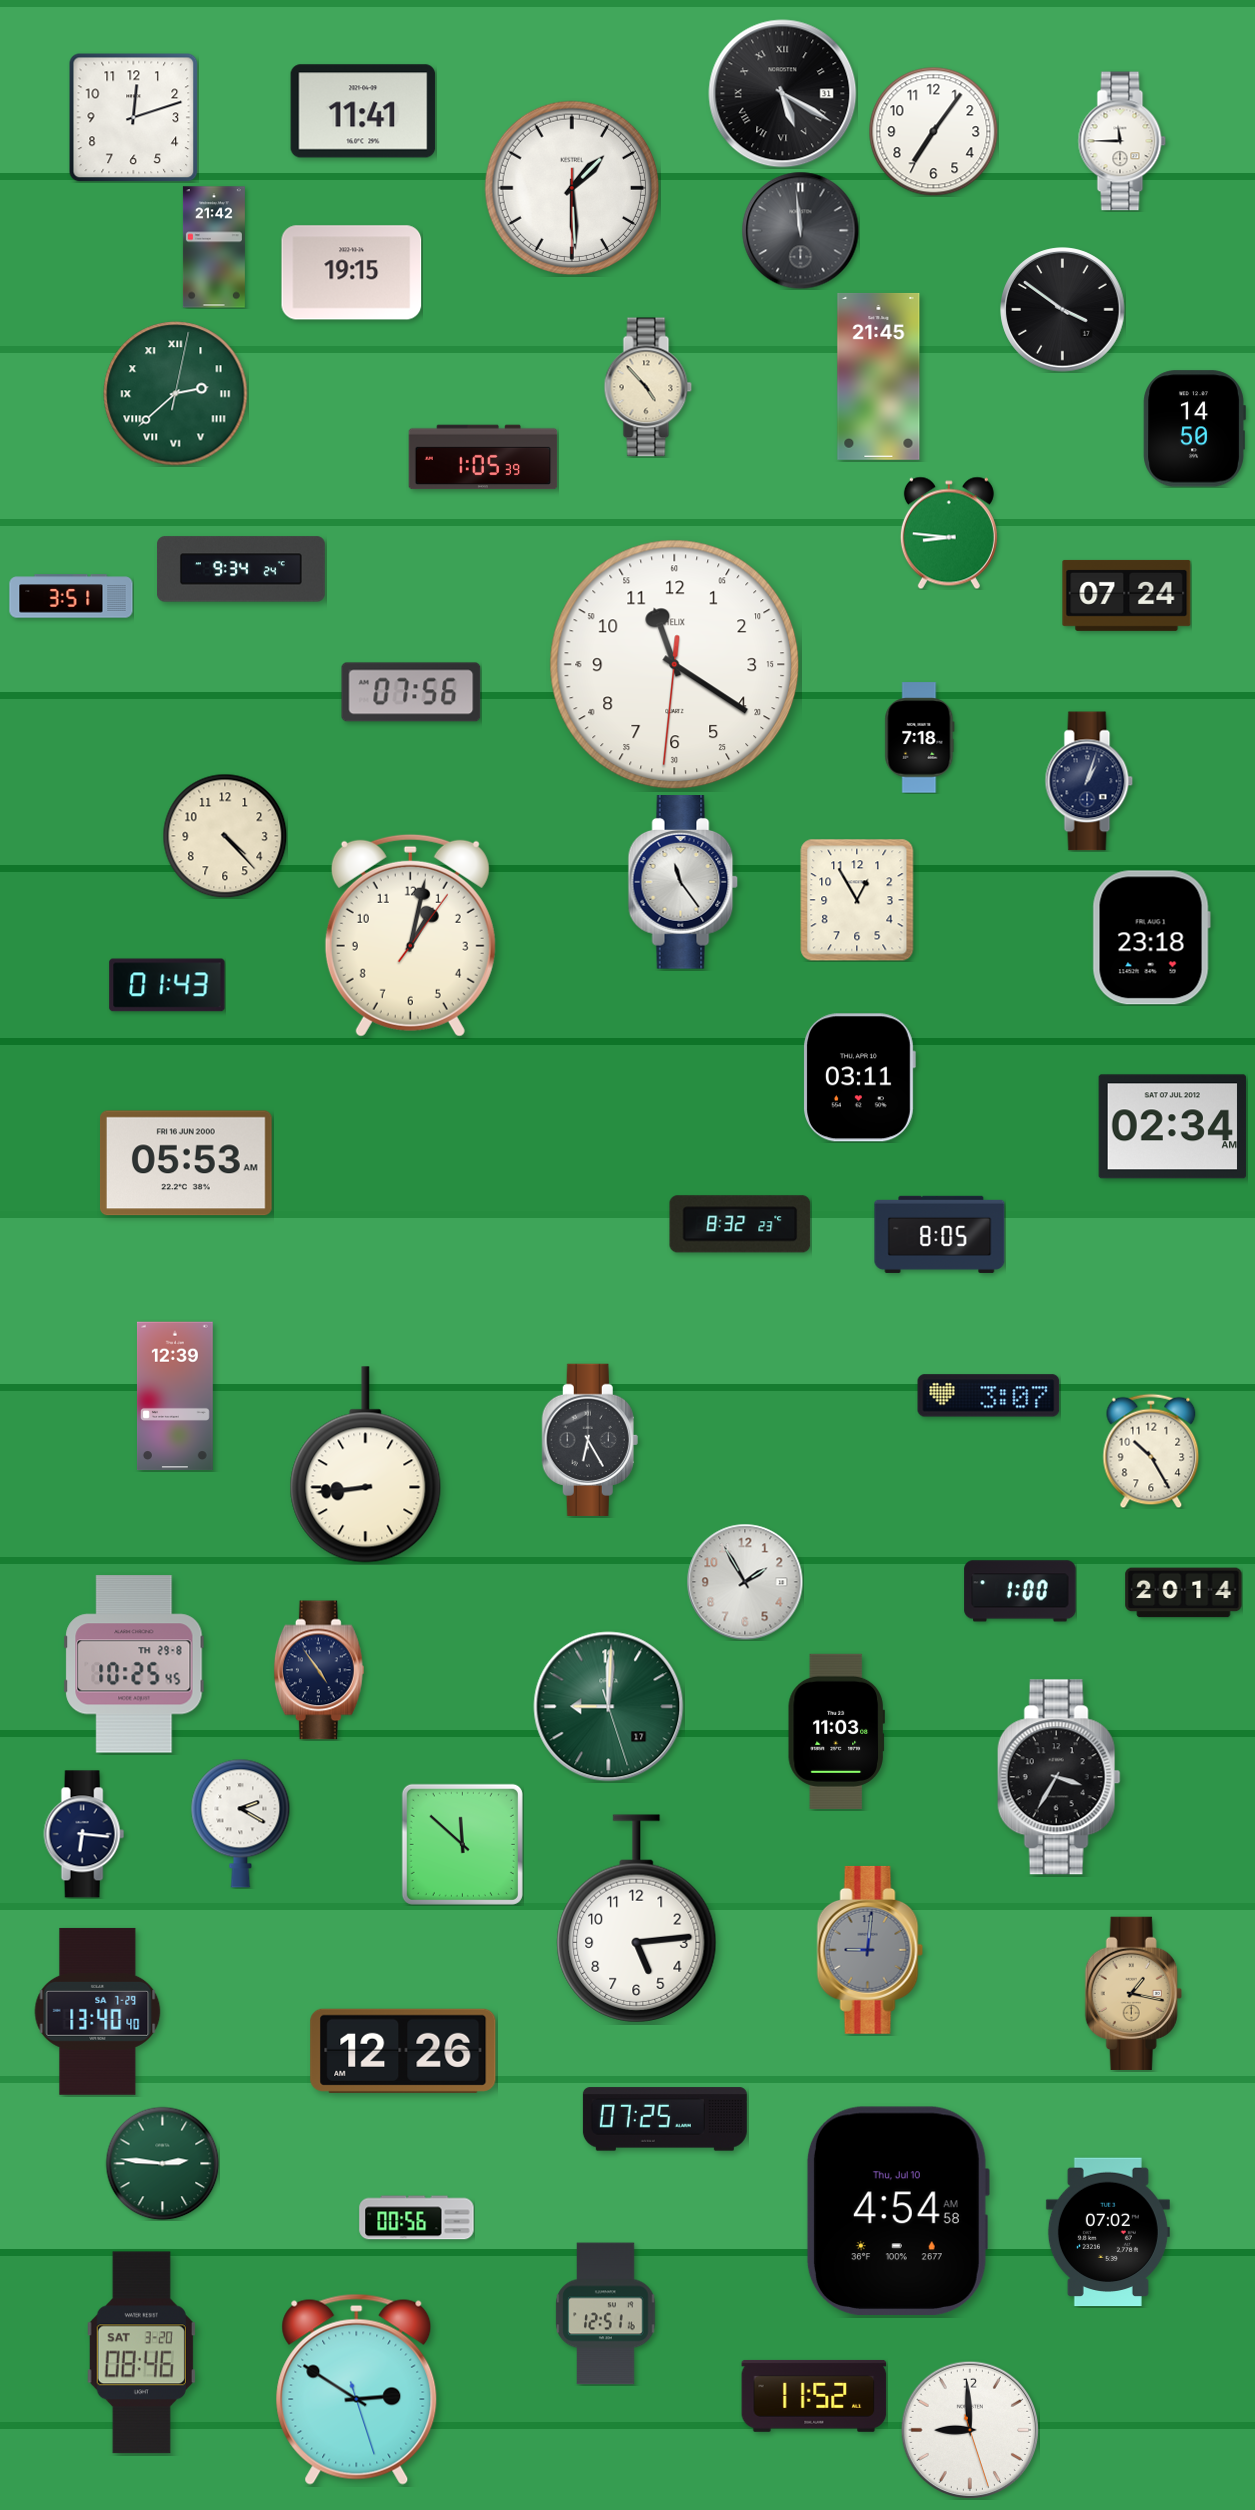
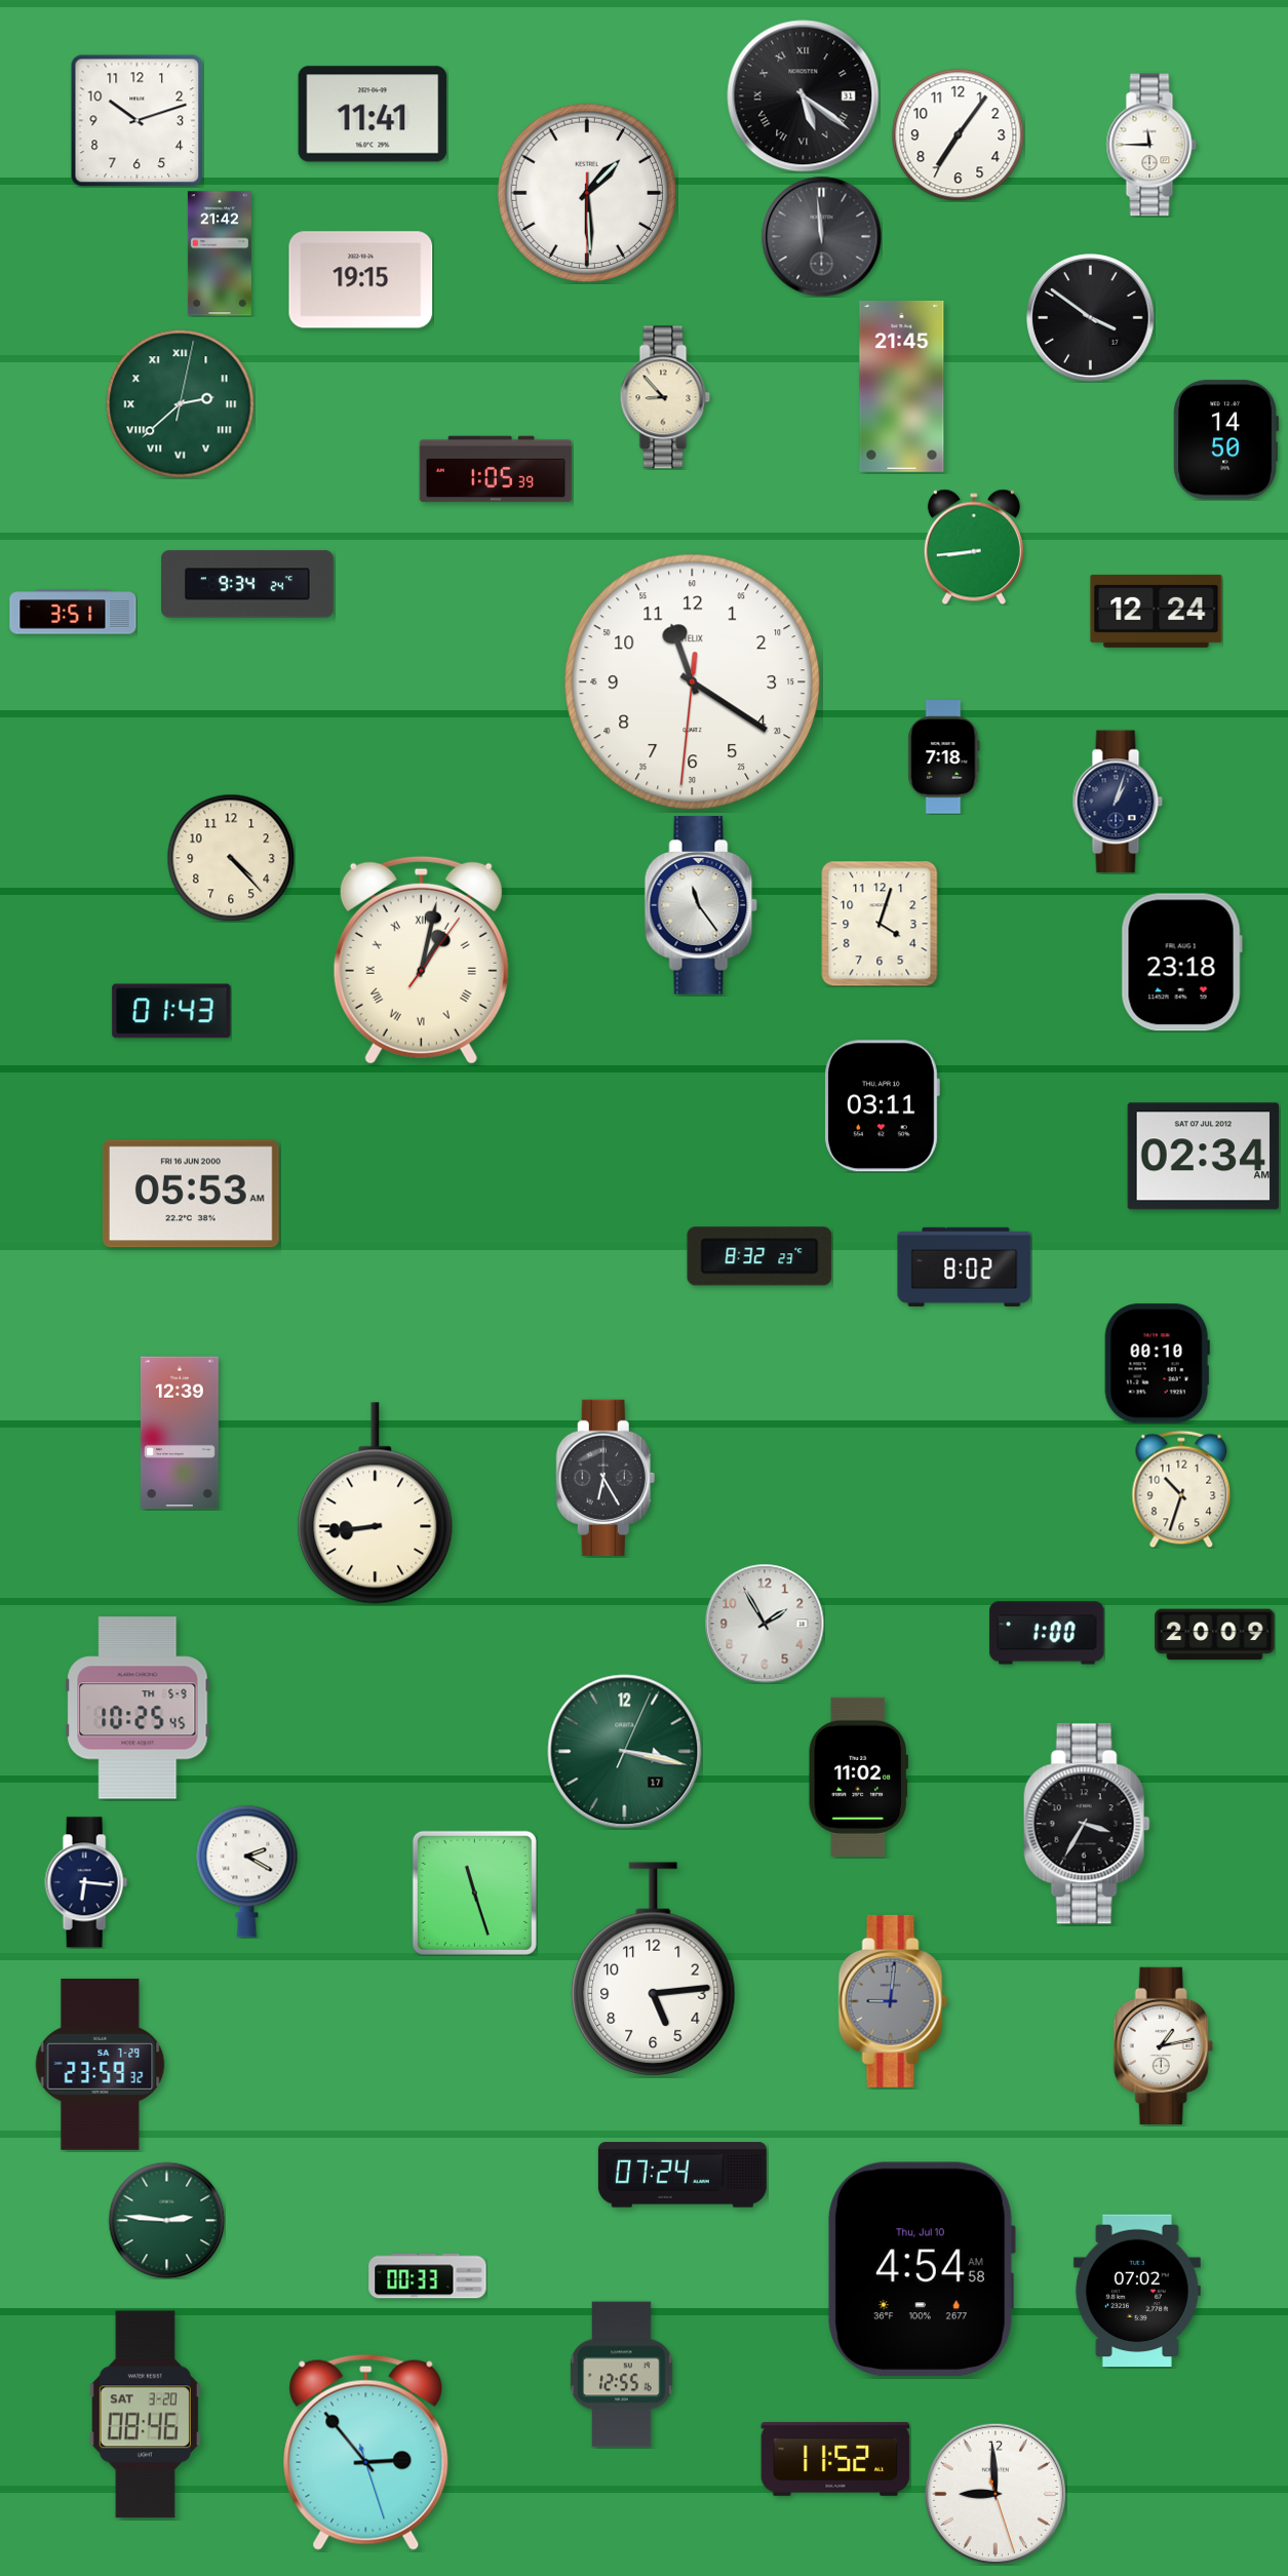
clock at (783, 94): 5:20 -> 5:21
clock at (133, 117): 12:12 -> 10:12
clock at (648, 387): 4:53 -> 8:53
clock at (949, 533): 8:46 -> 8:44
clock at (1127, 595): 07:24 -> 12:24
clock at (411, 692): 07:56 -> none
clock at (857, 900): 12:55 -> 4:03
clock at (410, 935) numerals: Arabic -> Roman
clock at (940, 1234): 8:05 -> 8:02
clock at (1157, 1364): none -> 00:10
clock at (989, 1396): 3:07 -> none
clock at (1151, 1451): 10:25 -> 10:33
clock at (1184, 1593): 20:14 -> 20:09
clock at (134, 1664) date: TH 29-8 -> TH 5-9
clock at (319, 1670): 4:54 -> none
clock at (609, 1707): 9:00 -> 3:17
clock at (836, 1731): 11:03 -> 11:02
clock at (462, 1844): 11:52 -> 11:27
clock at (1133, 1993): 1:17 -> 1:13
clock at (1133, 1993) dial: champagne -> white
clock at (98, 2011): 13:40 -> 23:59
clock at (403, 2051): 12:26 -> none
clock at (665, 2119): 07:25 -> 07:24
clock at (417, 2218): 00:56 -> 00:33
clock at (606, 2314): 12:51 -> 12:55
clock at (357, 2389): 2:50 -> 2:53
